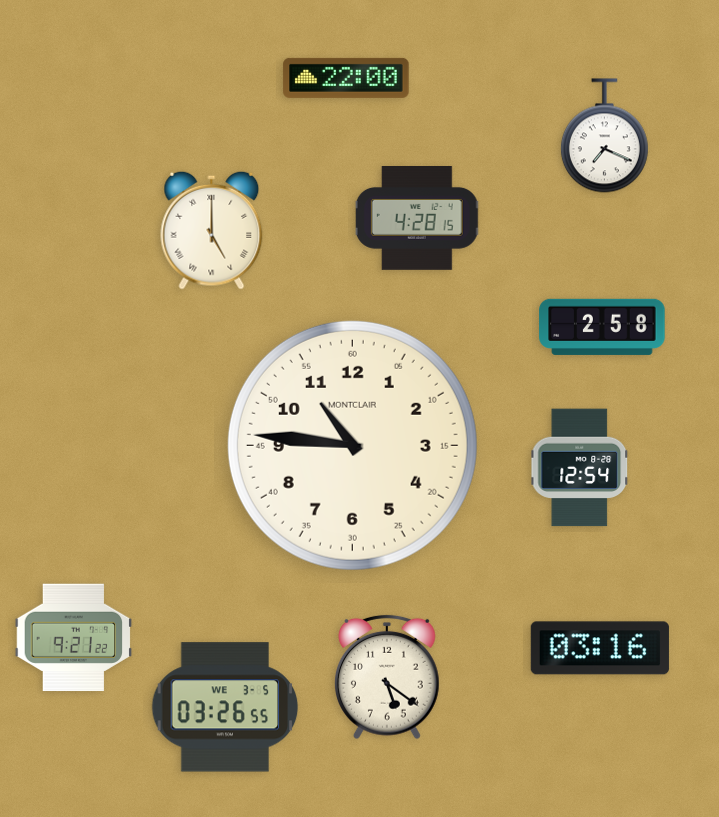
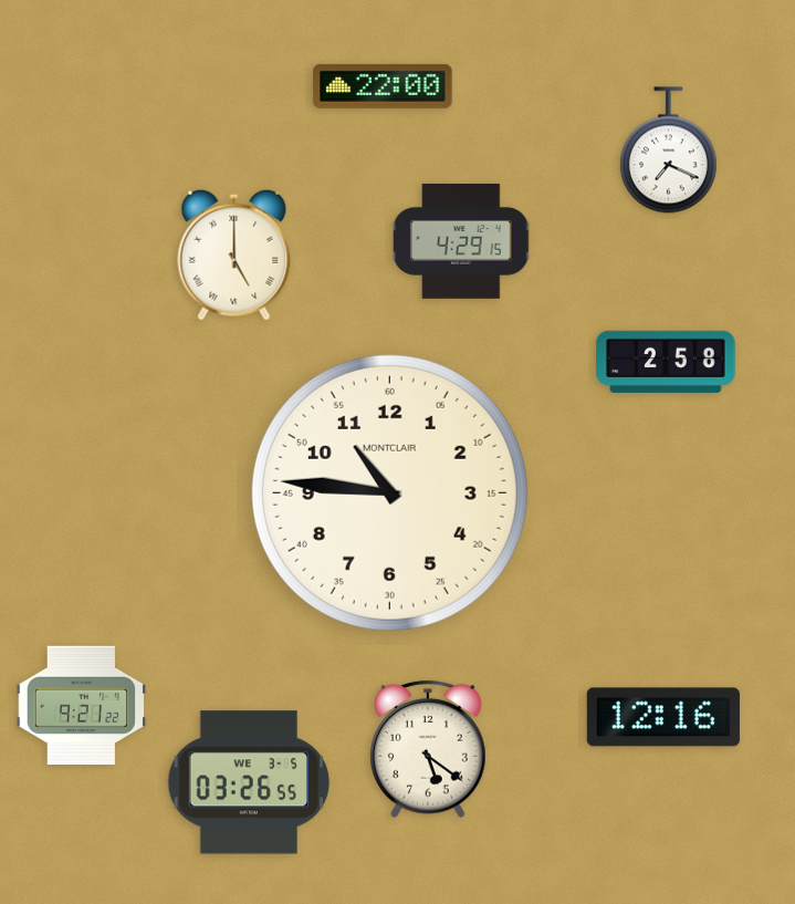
clock at (417, 219): 4:28 -> 4:29
clock at (580, 468): 12:54 -> none
clock at (600, 648): 03:16 -> 12:16
